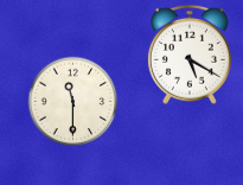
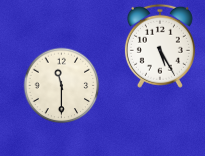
clock at (190, 55): 5:20 -> 5:25
